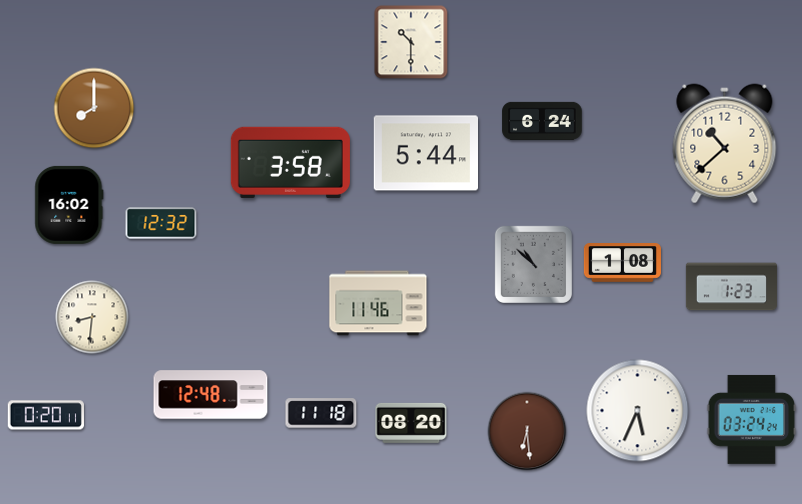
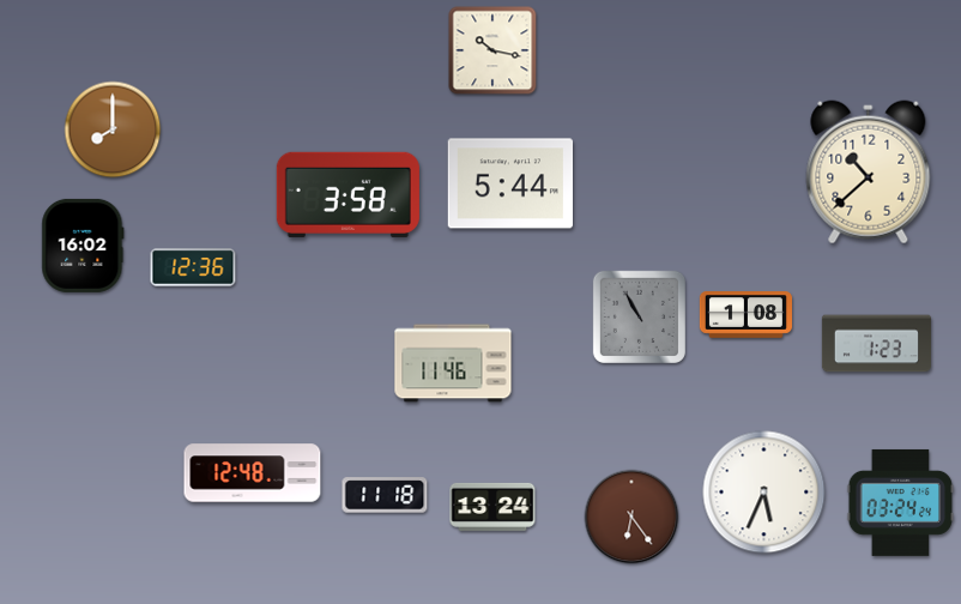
clock at (411, 42): 10:30 -> 10:17
clock at (542, 121): 6:24 -> none
clock at (161, 223): 12:32 -> 12:36
clock at (533, 264): 10:52 -> 10:55
clock at (92, 317): 8:31 -> none
clock at (46, 415): 0:20 -> none
clock at (411, 423): 08:20 -> 13:24
clock at (527, 431): 6:29 -> 6:24
